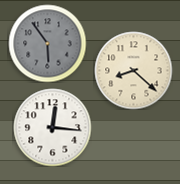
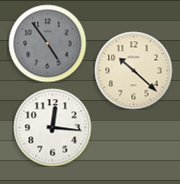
clock at (47, 43): 5:54 -> 4:54
clock at (133, 70): 8:22 -> 10:22
